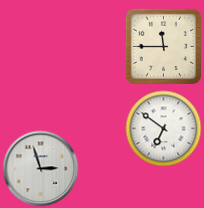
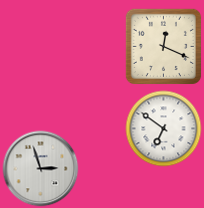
clock at (163, 46): 11:45 -> 12:19
